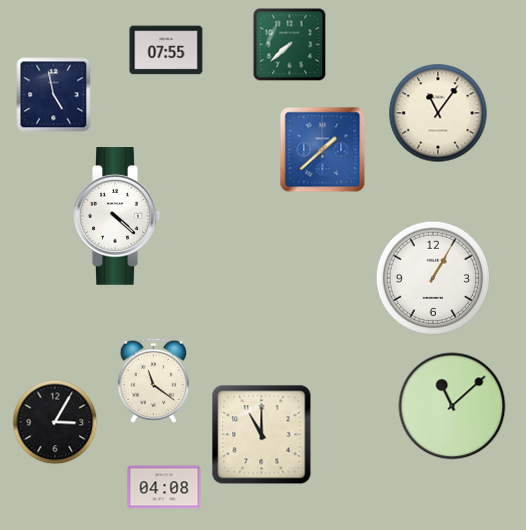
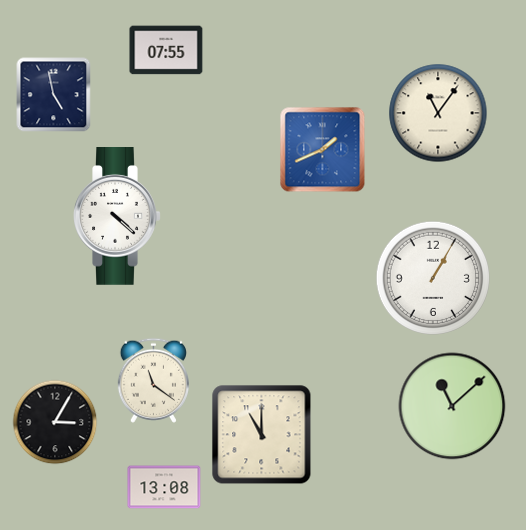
clock at (290, 45): 7:38 -> none
clock at (323, 150): 1:38 -> 1:41
clock at (164, 487): 04:08 -> 13:08
